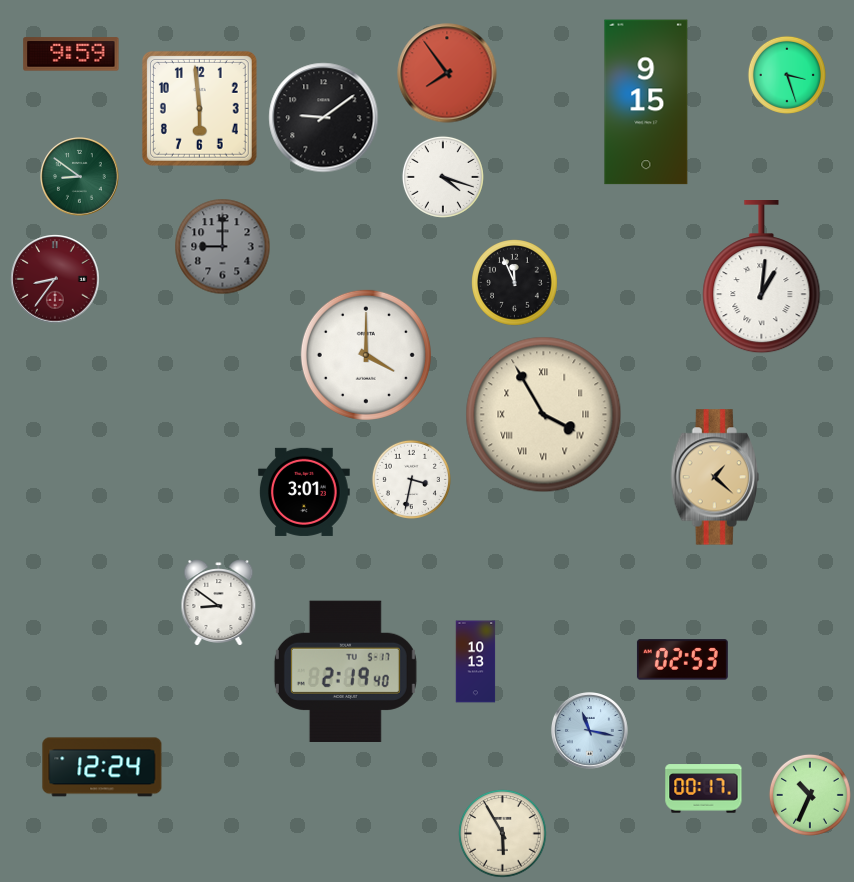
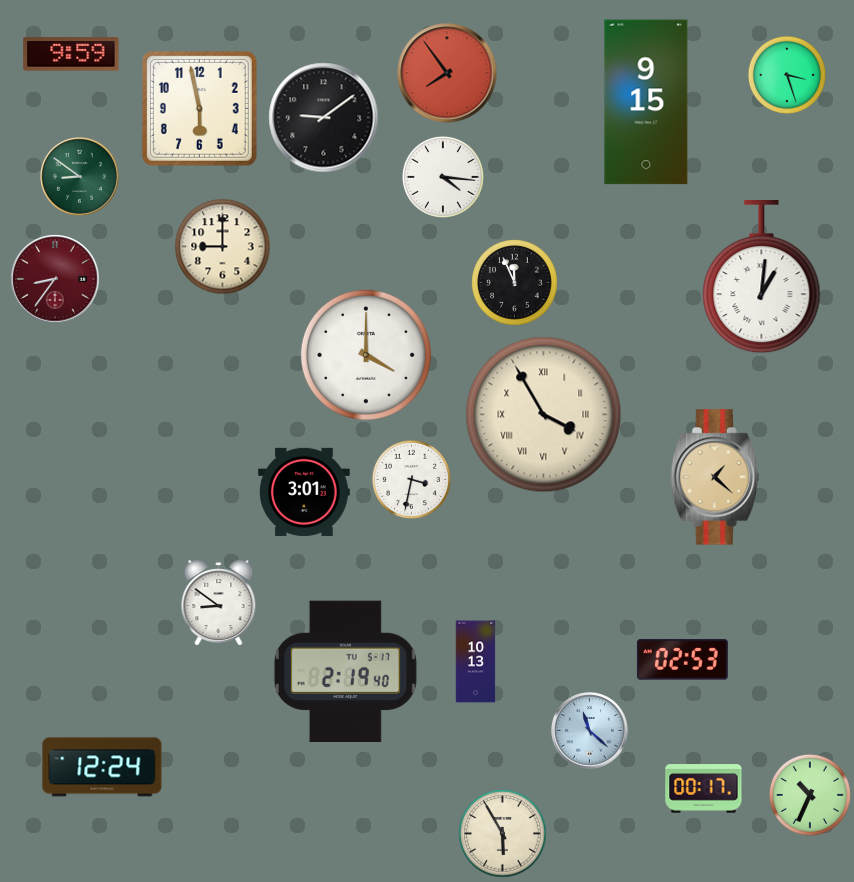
clock at (199, 108): 5:59 -> 5:58
clock at (443, 177): 4:18 -> 4:16
clock at (223, 247) dial: grey -> cream
clock at (590, 731): 11:17 -> 11:22
